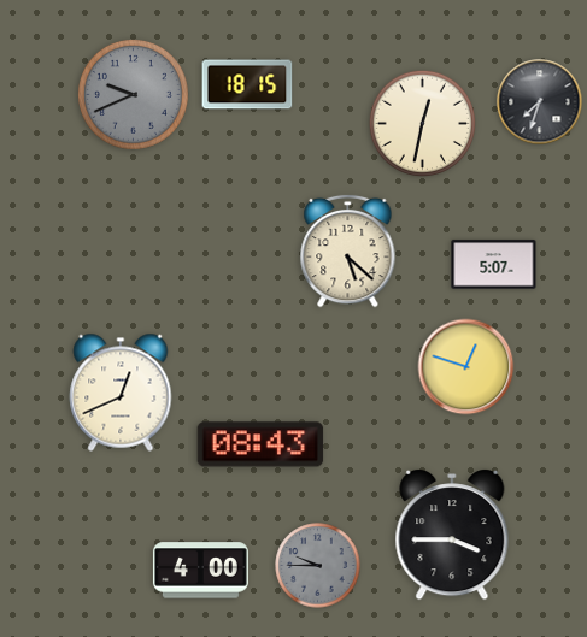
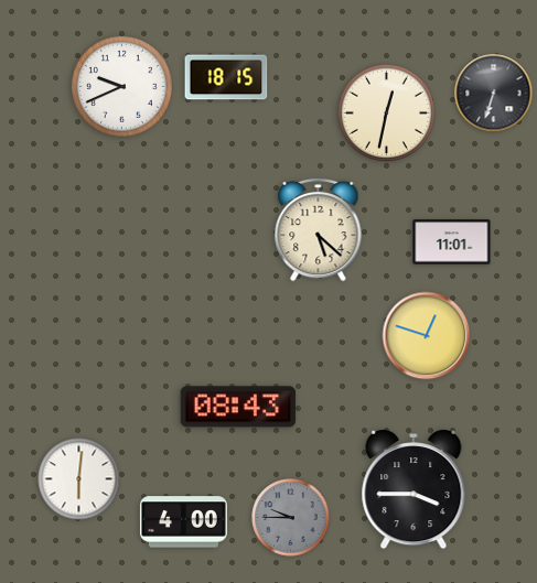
clock at (133, 94) dial: grey -> white
clock at (540, 102): 7:33 -> 6:33
clock at (494, 265): 5:07 -> 11:01
clock at (121, 393): 12:41 -> none
clock at (79, 479): none -> 6:01
